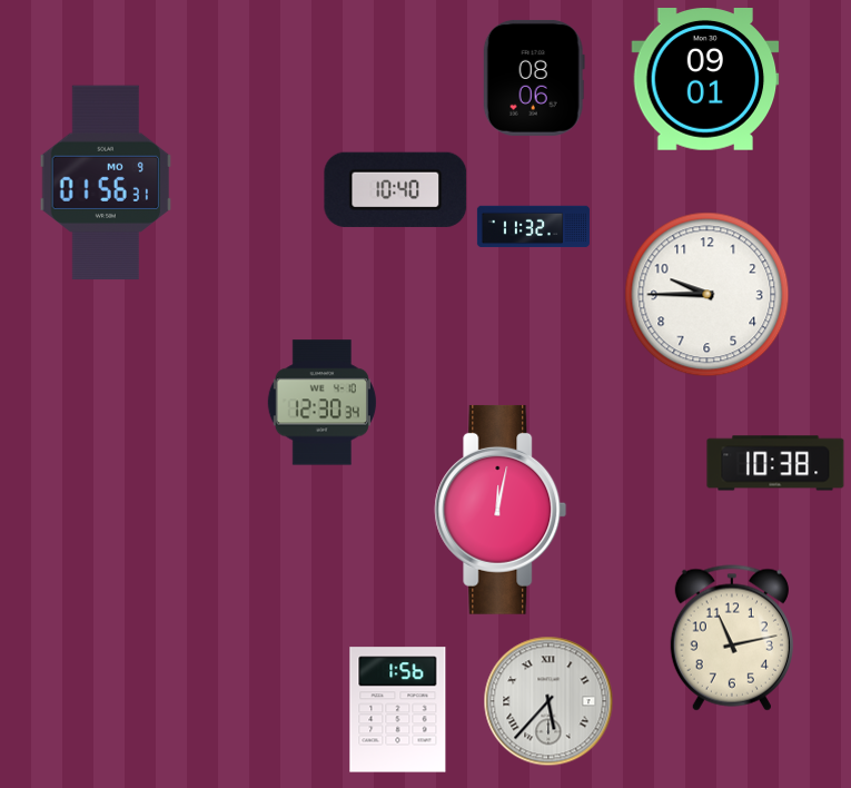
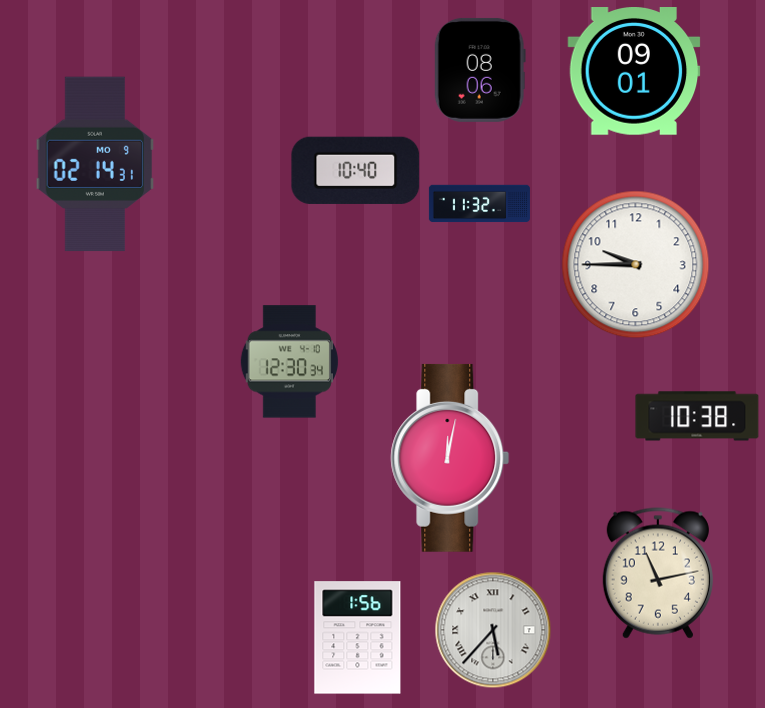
clock at (106, 183): 01:56 -> 02:14
